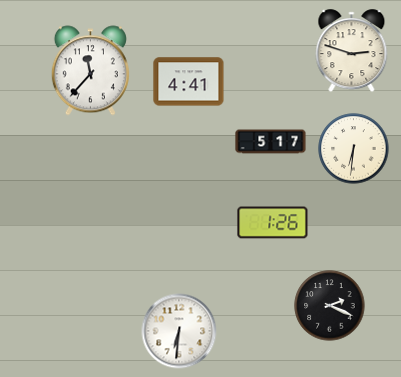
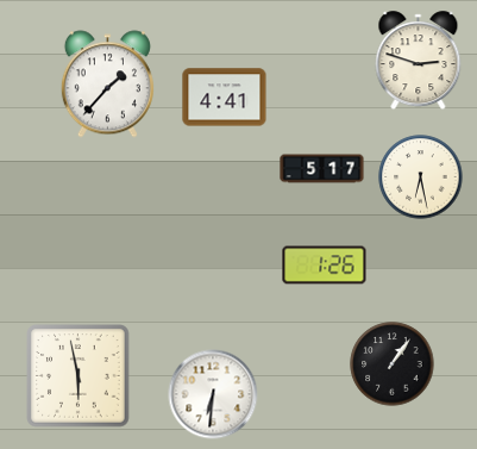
clock at (90, 71): 11:37 -> 1:37
clock at (354, 149): 6:31 -> 6:28
clock at (330, 306): 2:19 -> 1:06
clock at (79, 376): none -> 5:58
